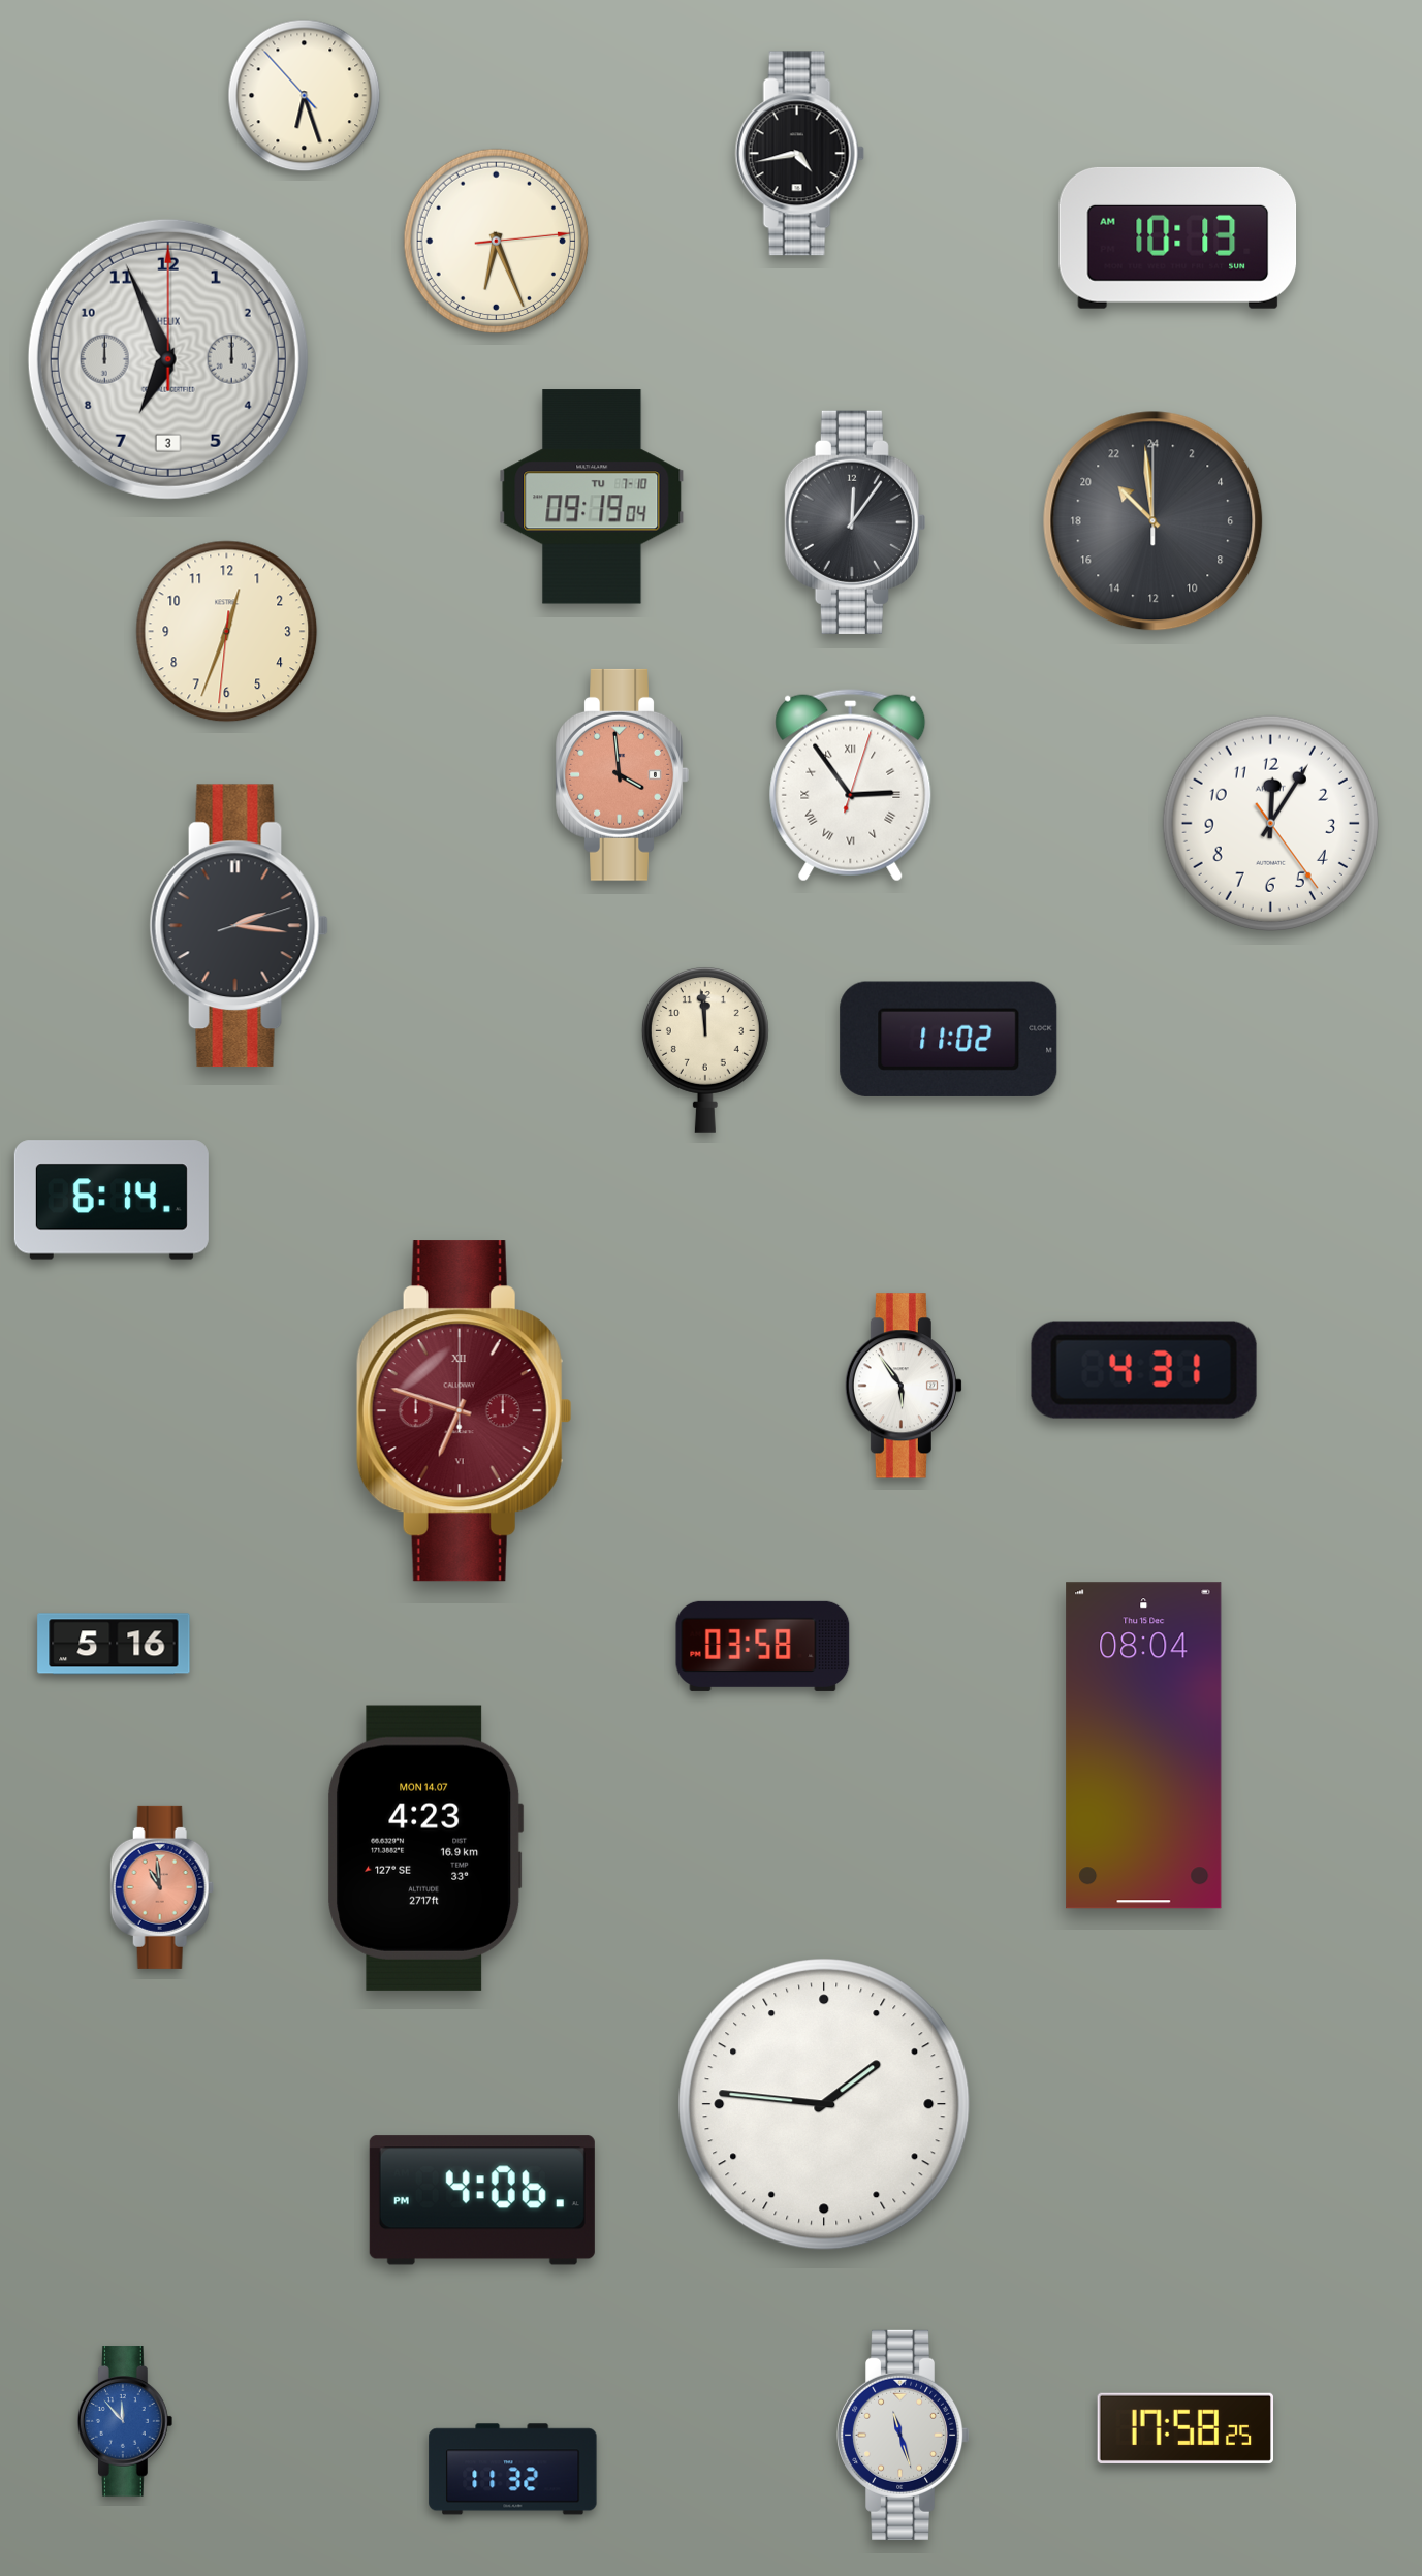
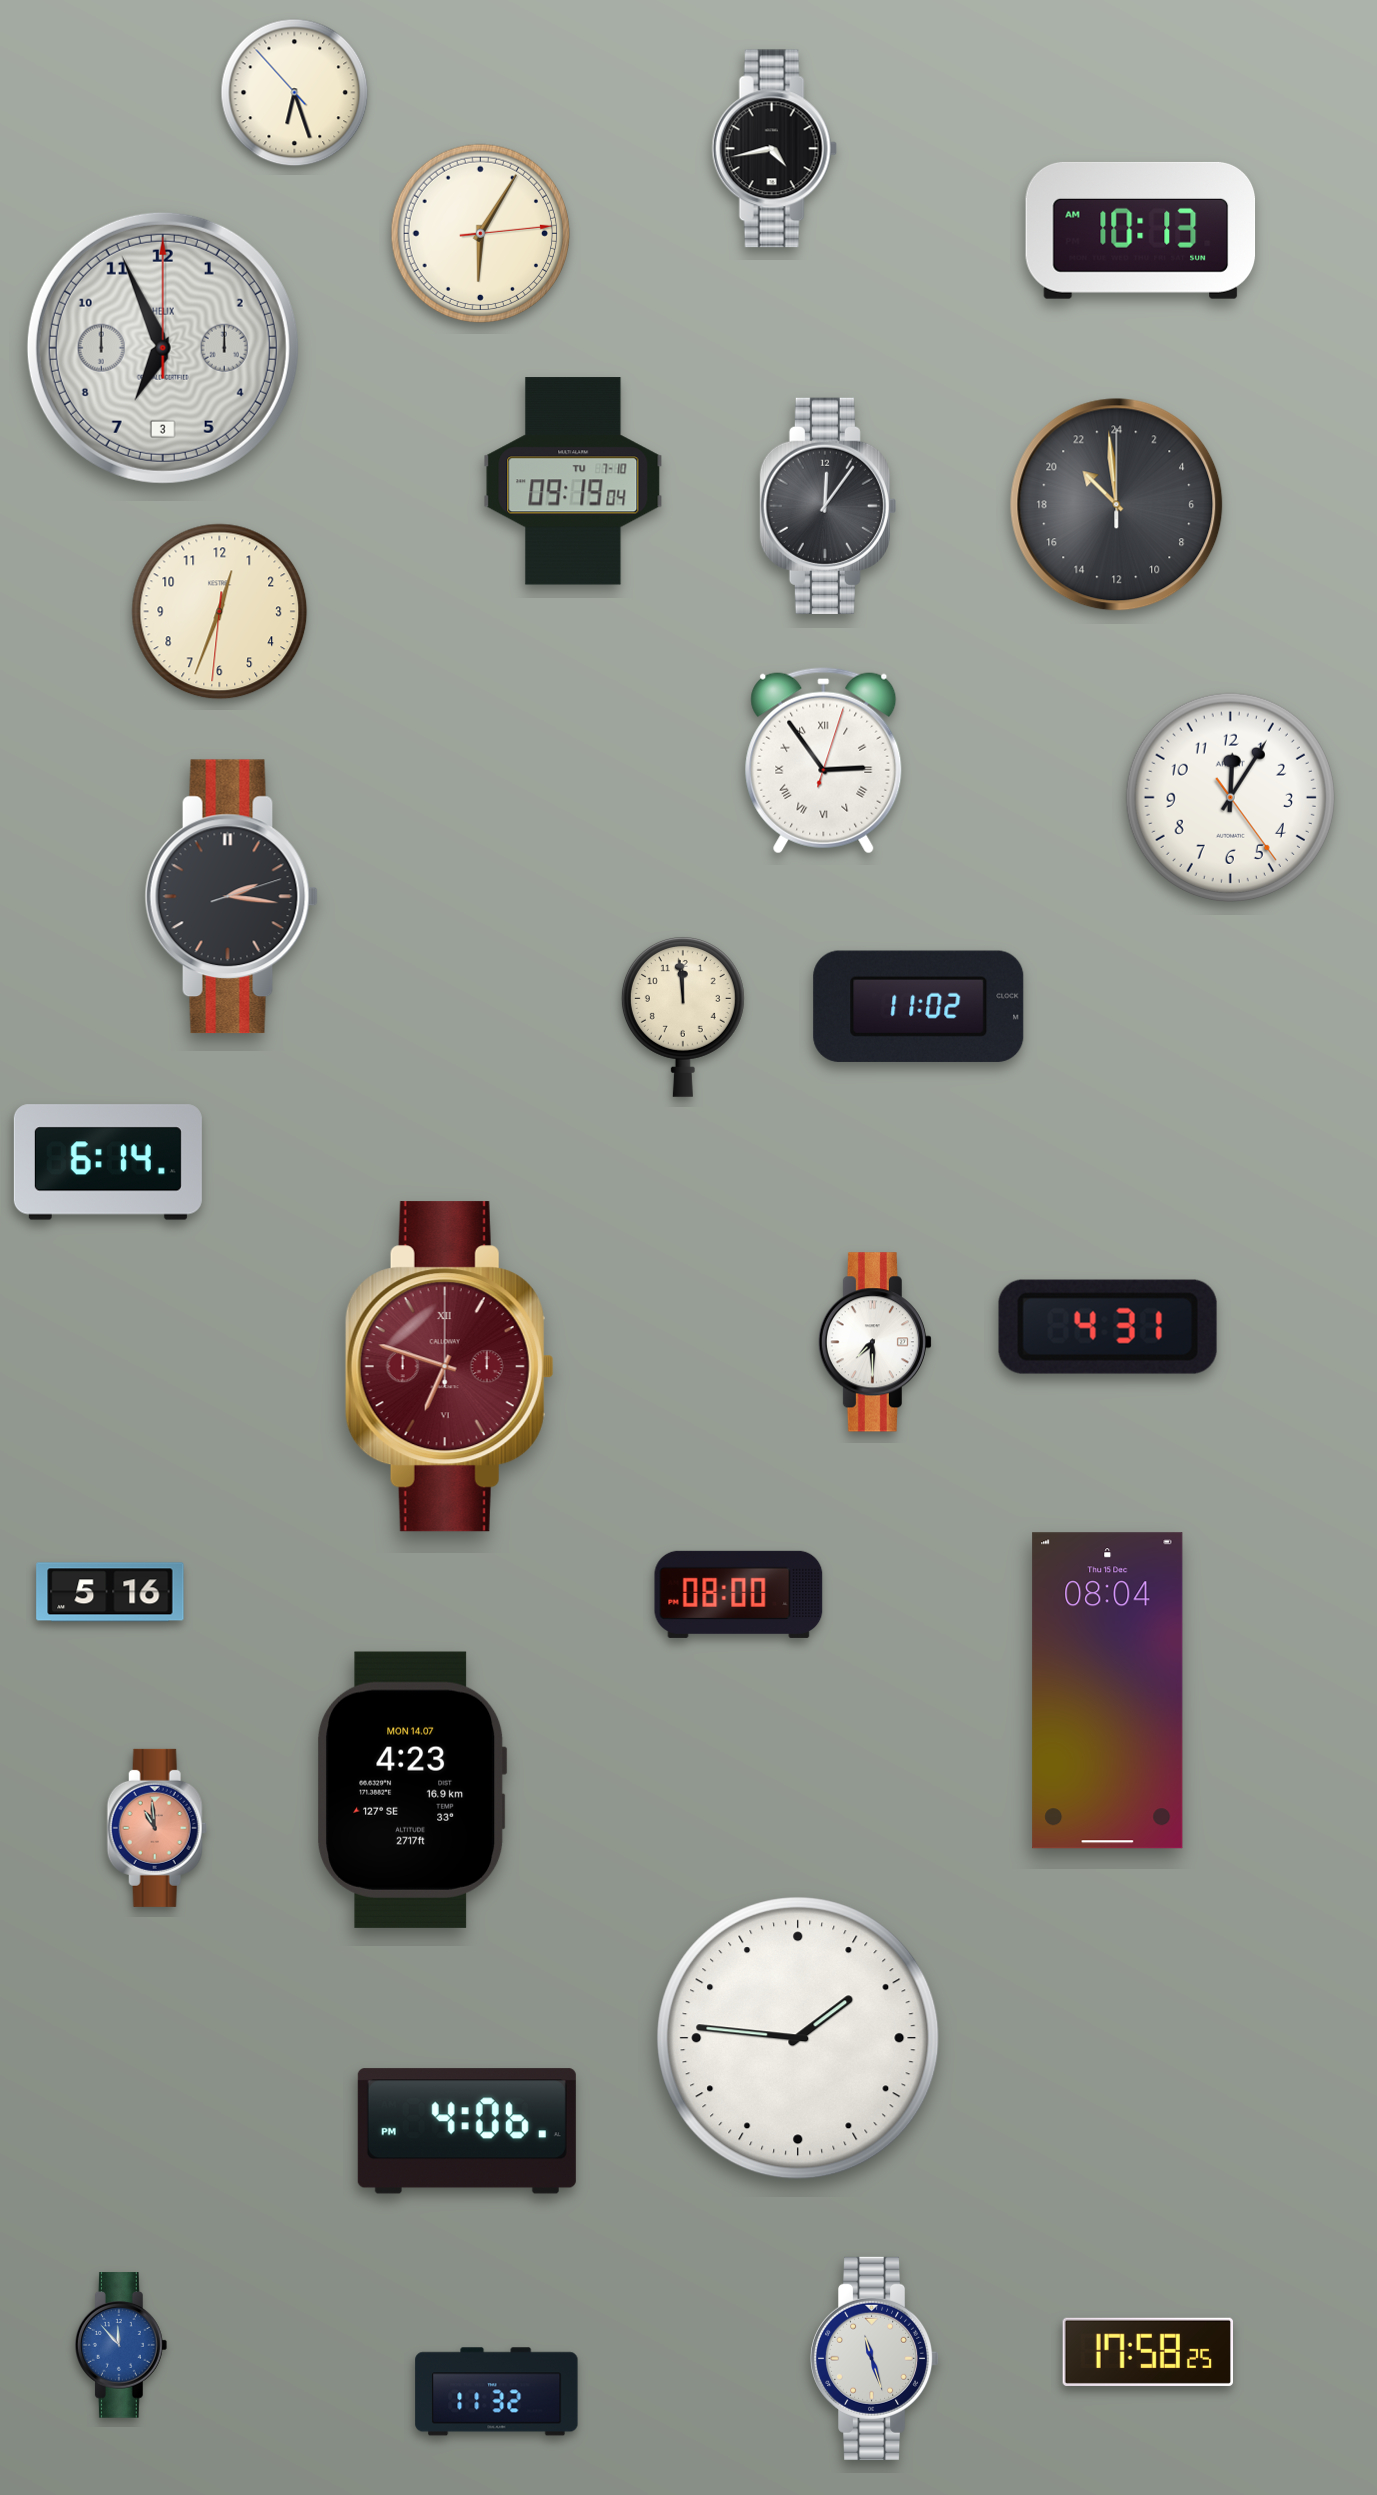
clock at (496, 242): 6:26 -> 6:05
clock at (622, 774): 3:59 -> none
clock at (904, 1386): 5:54 -> 7:30
clock at (763, 1646): 03:58 -> 08:00
